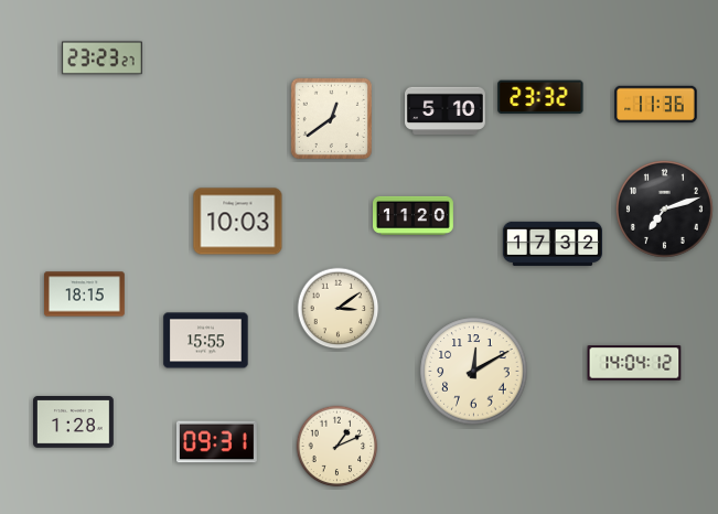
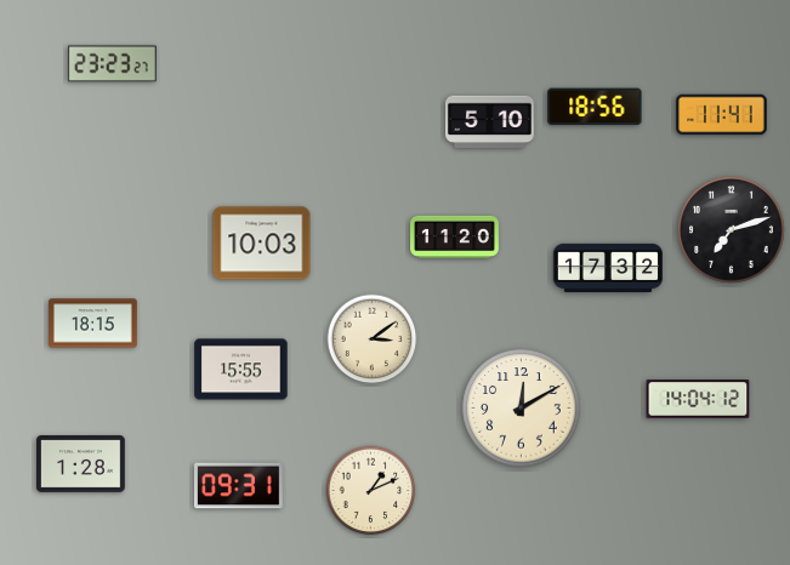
clock at (540, 97): 23:32 -> 18:56
clock at (656, 105): 11:36 -> 11:41
clock at (331, 118): 12:39 -> none
clock at (206, 341) position: (206, 341) -> (241, 370)
